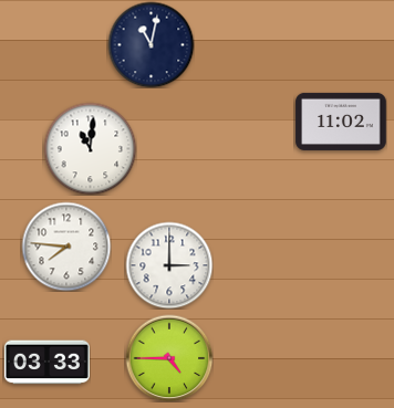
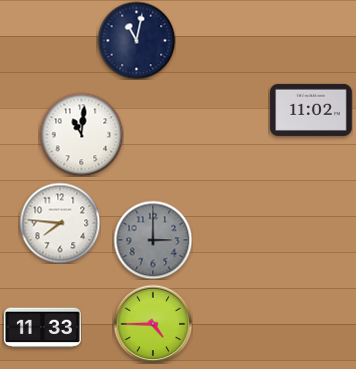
clock at (341, 122) position: (341, 122) -> (311, 110)
clock at (169, 265) dial: white -> grey
clock at (46, 363): 03:33 -> 11:33
